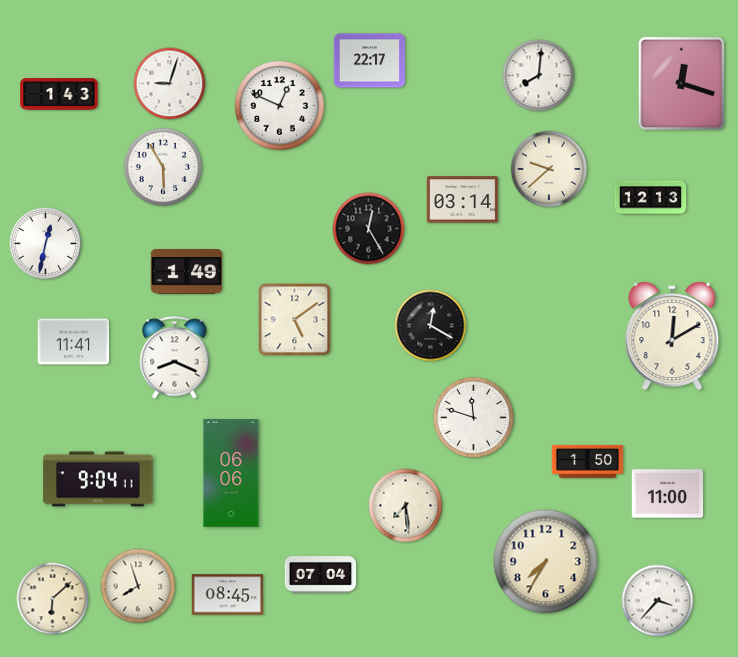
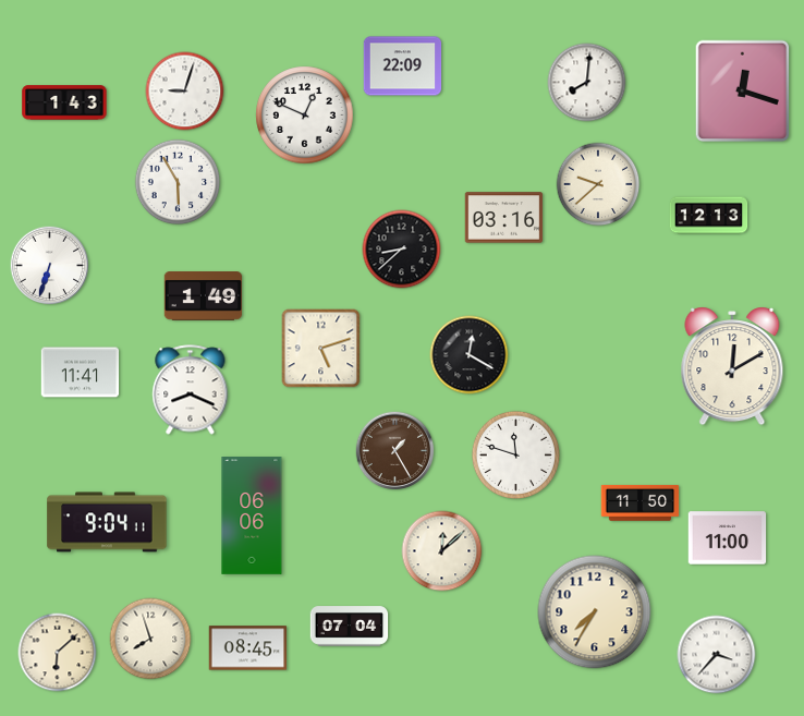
clock at (370, 61): 22:17 -> 22:09
clock at (463, 200): 03:14 -> 03:16
clock at (369, 229): 12:25 -> 8:38
clock at (46, 244): 12:32 -> 6:33
clock at (295, 320): 5:09 -> 5:12
clock at (395, 451): none -> 1:25
clock at (588, 461): 1:50 -> 11:50
clock at (406, 506): 7:29 -> 12:08
